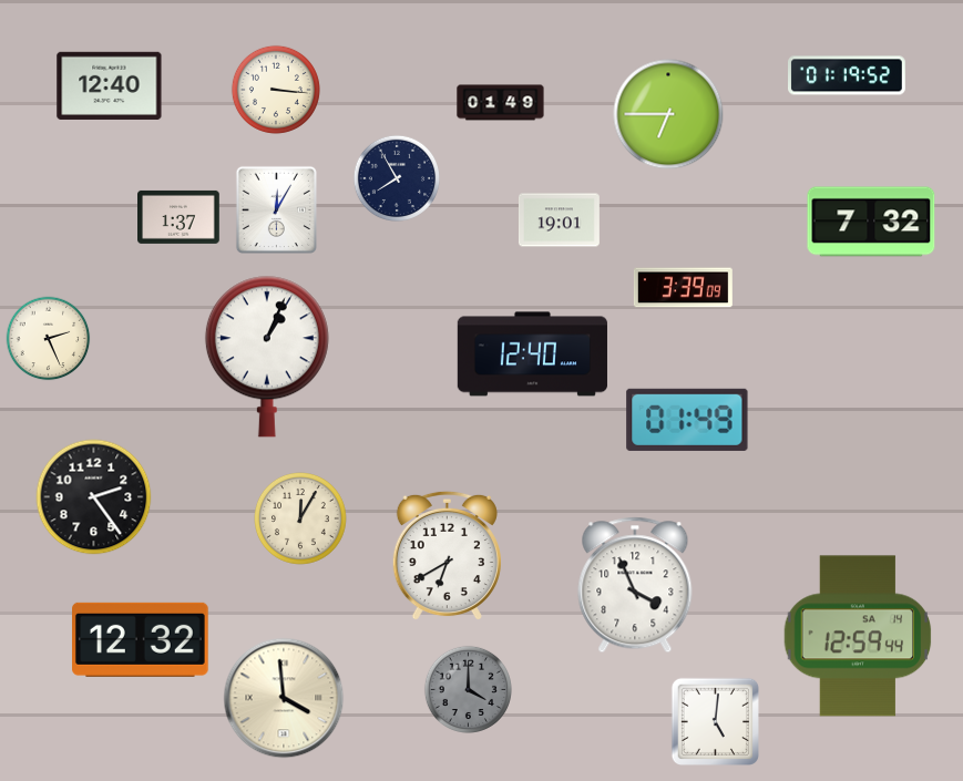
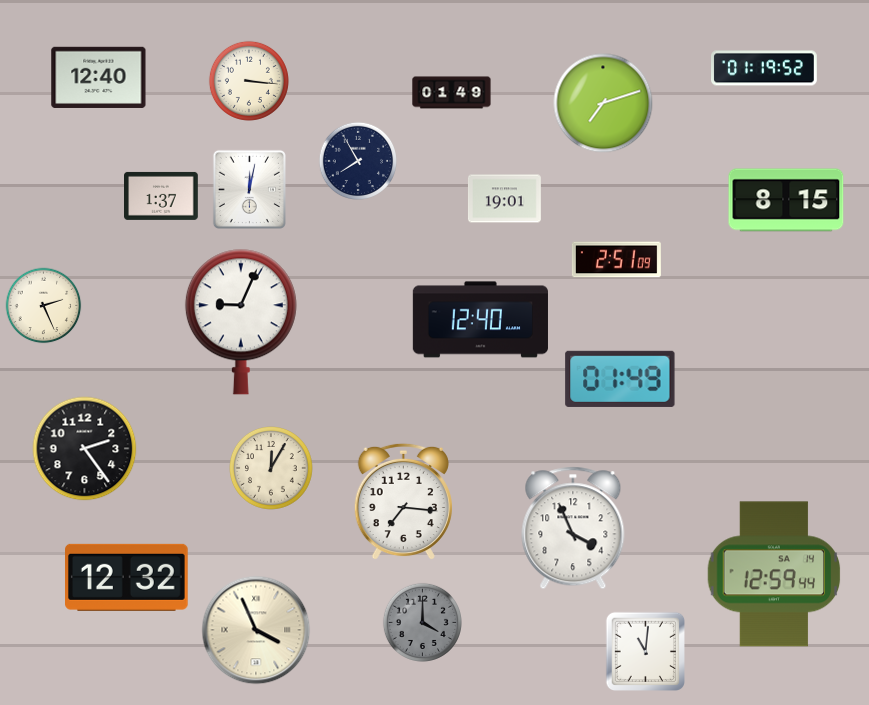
clock at (668, 114): 6:45 -> 7:12
clock at (276, 209): 12:05 -> 12:02
clock at (871, 222): 7:32 -> 8:15
clock at (683, 288): 3:39 -> 2:51
clock at (267, 357): 1:04 -> 9:04
clock at (447, 556): 6:40 -> 7:16
clock at (284, 698): 3:59 -> 3:56
clock at (715, 721): 5:01 -> 11:01
